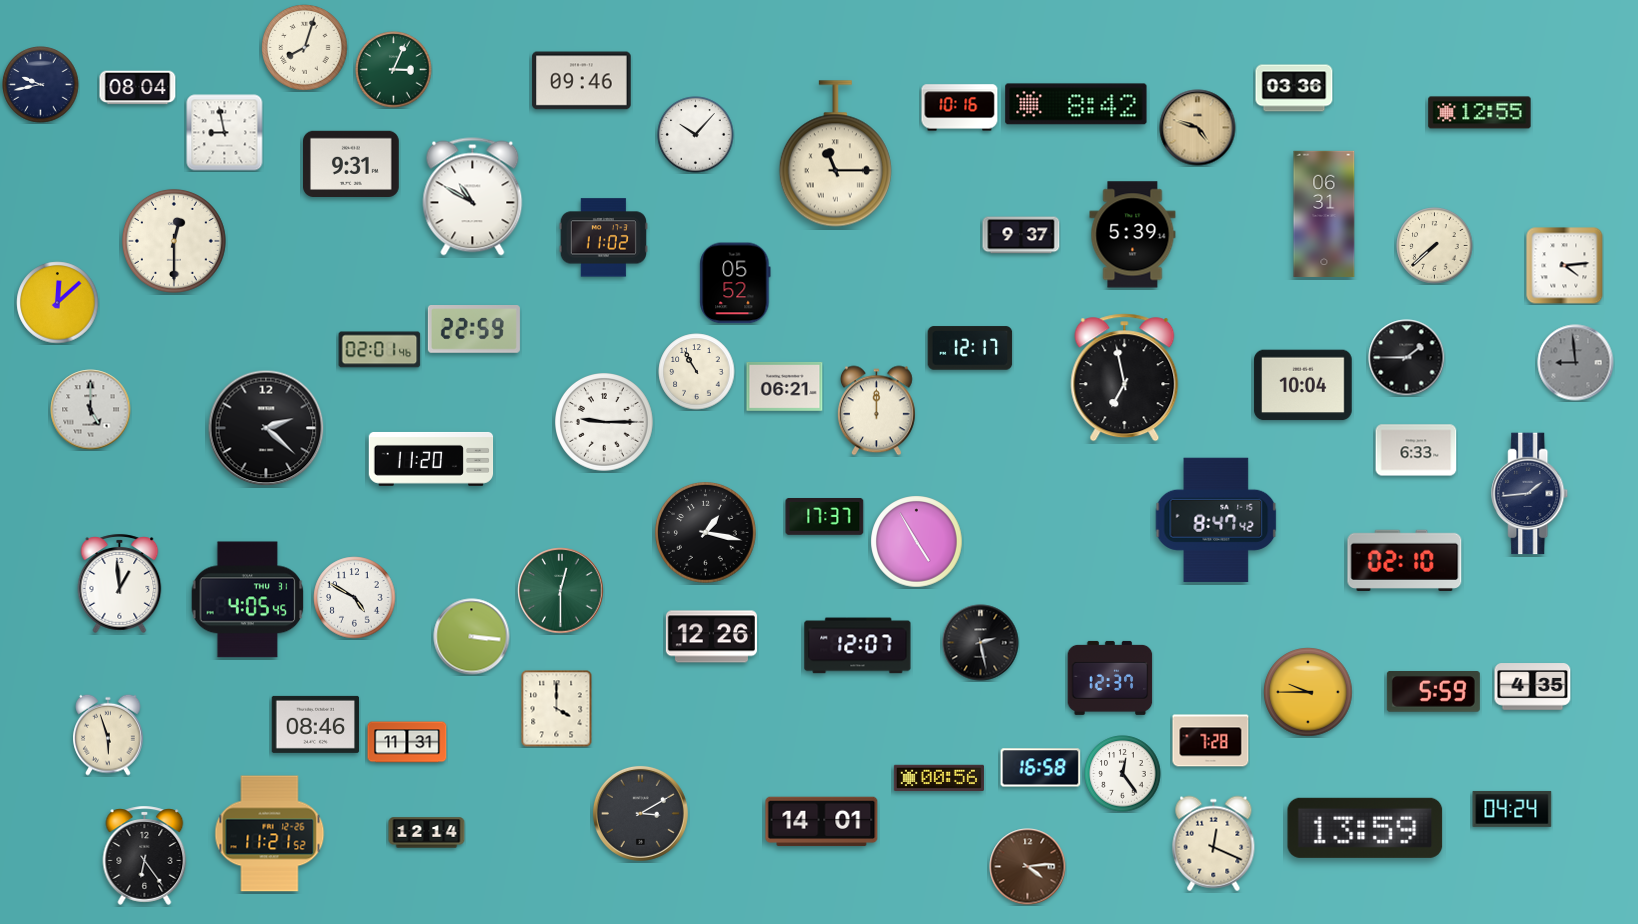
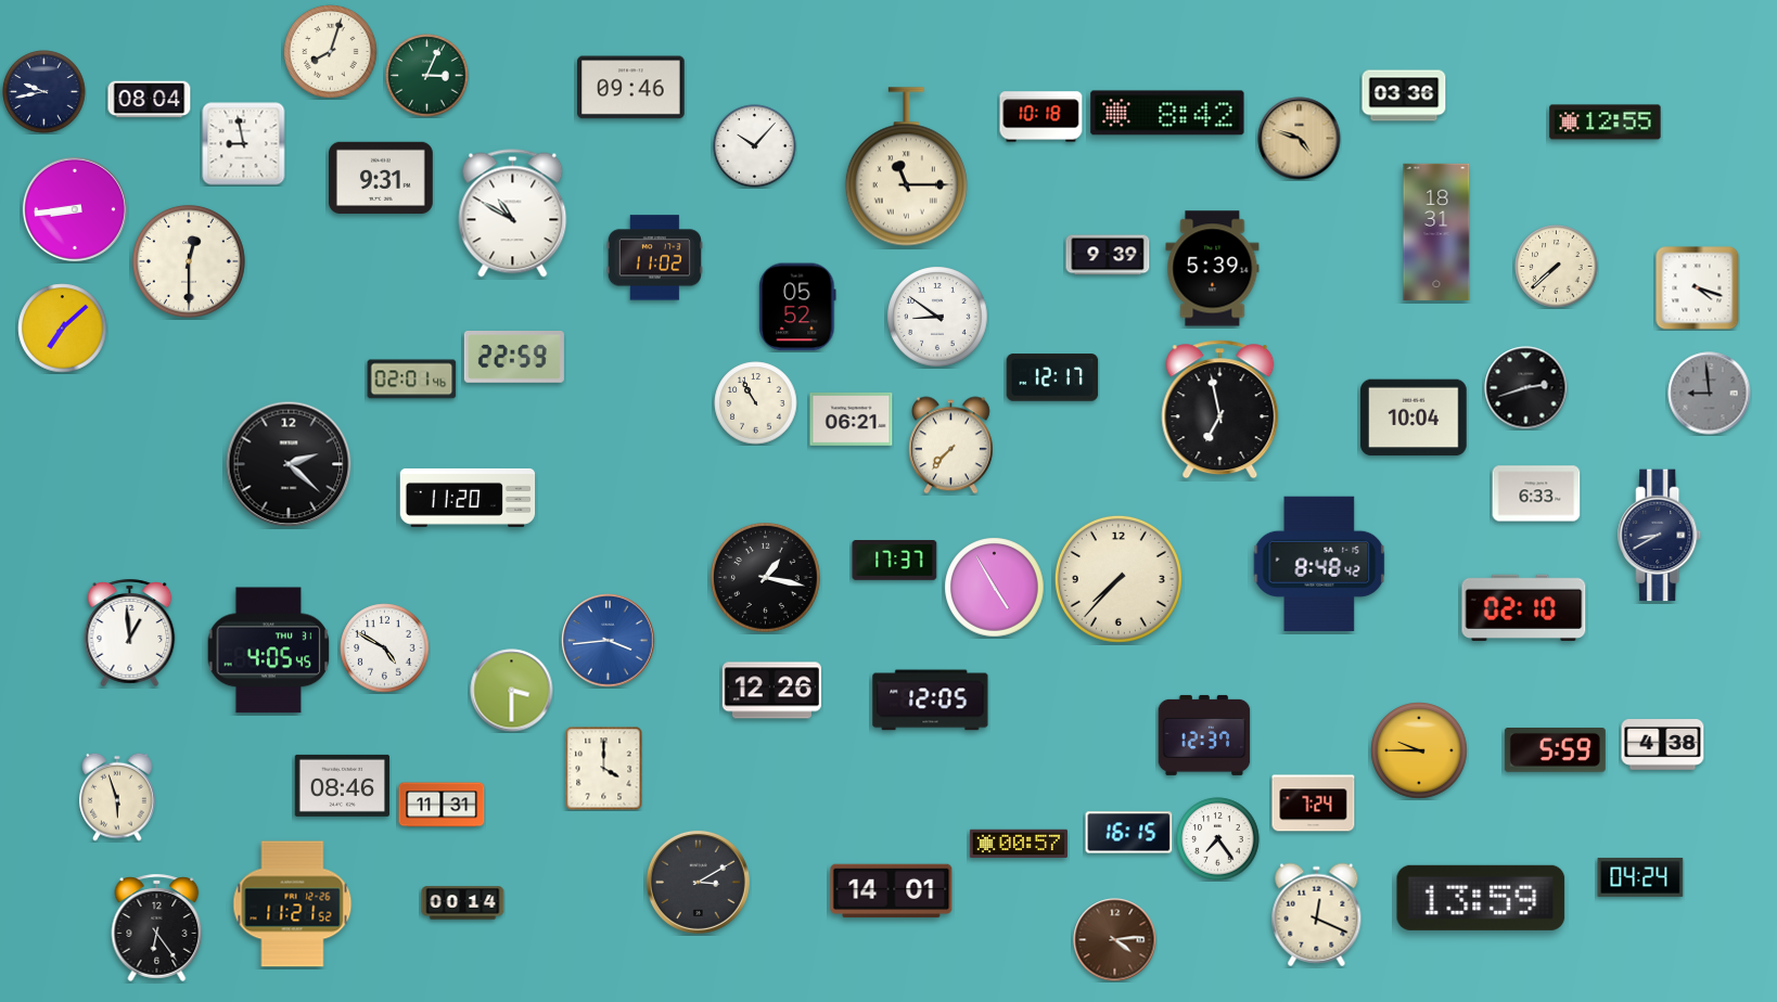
clock at (138, 88) position: (138, 88) -> (150, 100)
clock at (960, 108): 10:16 -> 10:18
clock at (75, 209): none -> 8:44
clock at (1324, 214): 06:31 -> 18:31
clock at (1021, 235): 9:37 -> 9:39
clock at (1133, 235) position: (1133, 235) -> (1213, 269)
clock at (1565, 266): 4:14 -> 4:18
clock at (937, 317): none -> 8:51
clock at (58, 303): 12:08 -> 7:08
clock at (1407, 358): 1:45 -> 2:42
clock at (91, 410): 5:00 -> none
clock at (876, 411): 12:00 -> 7:37
clock at (605, 423): 9:15 -> none
clock at (1416, 450) position: (1416, 450) -> (1536, 493)
clock at (1530, 494): 1:44 -> 8:40
clock at (1216, 520): 8:47 -> 8:48
clock at (1118, 579): none -> 7:37
clock at (561, 591): 12:30 -> 3:44
clock at (561, 591) dial: green -> blue
clock at (472, 637): 3:16 -> 3:30
clock at (981, 643): 2:28 -> none
clock at (858, 646): 12:07 -> 12:05
clock at (1533, 687): 4:35 -> 4:38
clock at (1211, 741): 7:28 -> 7:24
clock at (1041, 768): 16:58 -> 16:15
clock at (1123, 774): 12:24 -> 7:24
clock at (939, 778): 00:56 -> 00:57
clock at (640, 813) position: (640, 813) -> (698, 882)
clock at (427, 833): 12:14 -> 00:14
